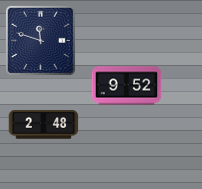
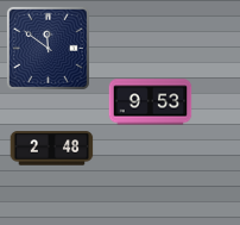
clock at (40, 40): 11:48 -> 11:51
clock at (127, 86): 9:52 -> 9:53
